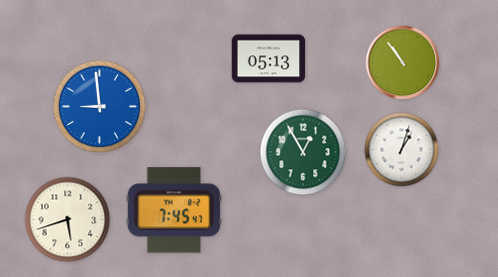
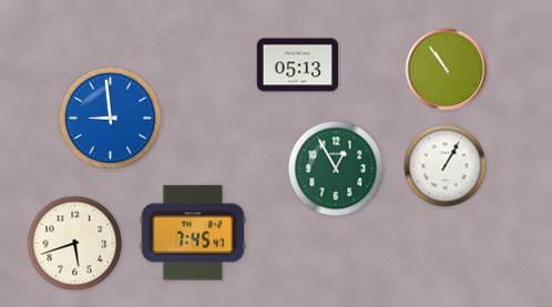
clock at (402, 150): 1:03 -> 1:05
